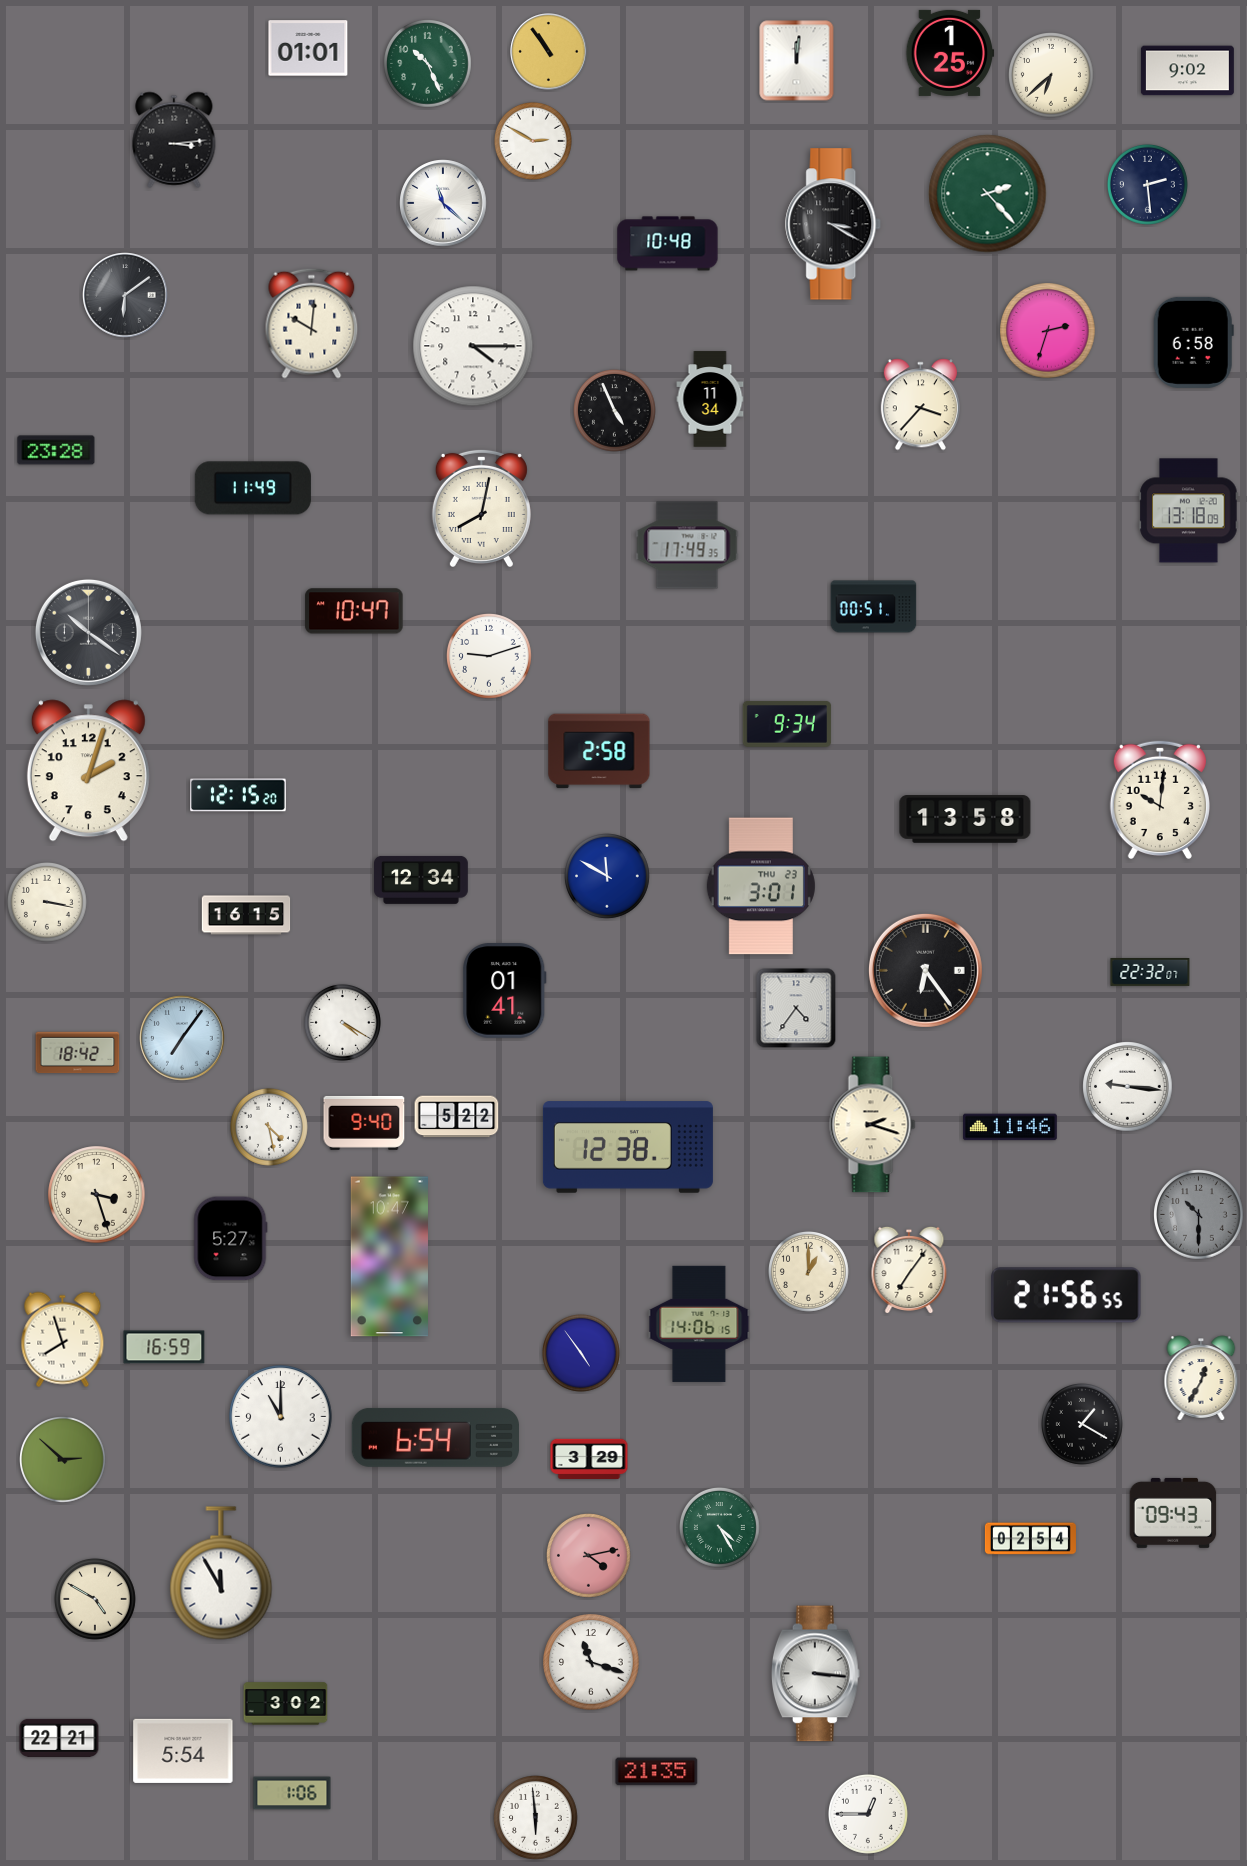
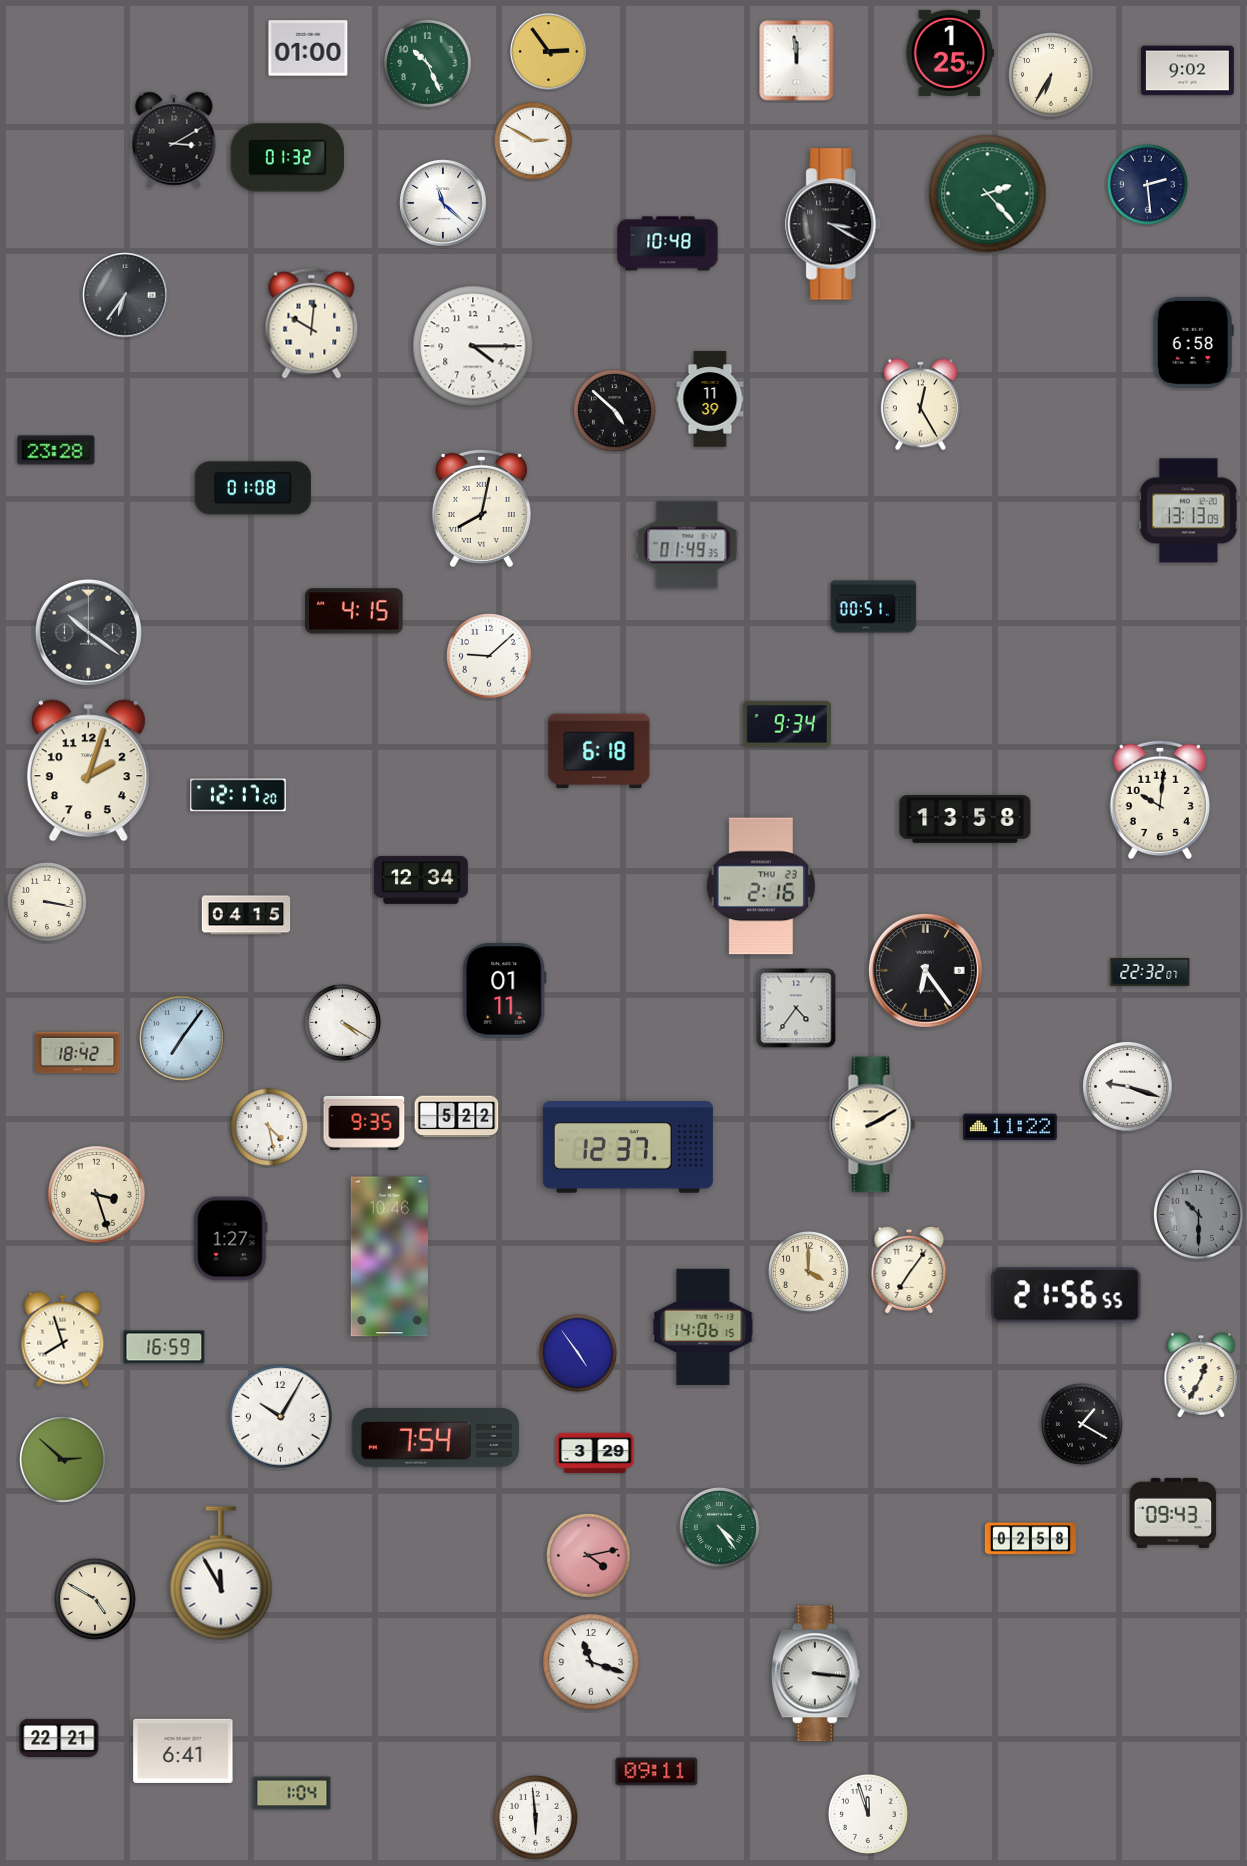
clock at (308, 48): 01:01 -> 01:00
clock at (549, 52): 10:54 -> 2:54
clock at (797, 61): 12:01 -> 11:59
clock at (1052, 76): 6:38 -> 6:35
clock at (174, 140): 3:14 -> 3:10
clock at (288, 158): none -> 01:32
clock at (125, 295): 6:09 -> 6:36
clock at (1048, 331): 2:33 -> none
clock at (710, 399): 11:34 -> 11:39
clock at (920, 405): 3:37 -> 12:25
clock at (615, 411): 4:56 -> 4:52
clock at (253, 488): 11:49 -> 01:08
clock at (1189, 511): 13:18 -> 13:13
clock at (687, 545): 17:49 -> 01:49
clock at (354, 611): 10:47 -> 4:15
clock at (490, 657): 9:12 -> 9:08
clock at (599, 751): 2:58 -> 6:18
clock at (238, 795): 12:15 -> 12:17
clock at (608, 877): 11:50 -> none
clock at (761, 886): 3:01 -> 2:16
clock at (246, 915): 16:15 -> 04:15
clock at (505, 991): 01:41 -> 01:11
clock at (1128, 1087): 9:16 -> 9:18
clock at (364, 1123): 9:40 -> 9:35
clock at (873, 1125): 2:18 -> 2:10
clock at (1010, 1127): 11:46 -> 11:22
clock at (628, 1147): 12:38 -> 12:37
clock at (231, 1239): 5:27 -> 1:27
clock at (389, 1257): 10:47 -> 10:46
clock at (808, 1271): 1:00 -> 4:00
clock at (699, 1324) position: (699, 1324) -> (703, 1327)
clock at (581, 1353) position: (581, 1353) -> (578, 1353)
clock at (1201, 1378) position: (1201, 1378) -> (1201, 1375)
clock at (281, 1417): 11:00 -> 10:05
clock at (435, 1437): 6:54 -> 7:54
clock at (589, 1459) position: (589, 1459) -> (595, 1453)
clock at (719, 1527): 4:25 -> 4:24
clock at (1030, 1539): 02:54 -> 02:58
clock at (286, 1704): 3:02 -> none
clock at (183, 1751): 5:54 -> 6:41
clock at (657, 1772): 21:35 -> 09:11
clock at (292, 1793): 1:06 -> 1:04
clock at (868, 1814): 12:45 -> 11:57
